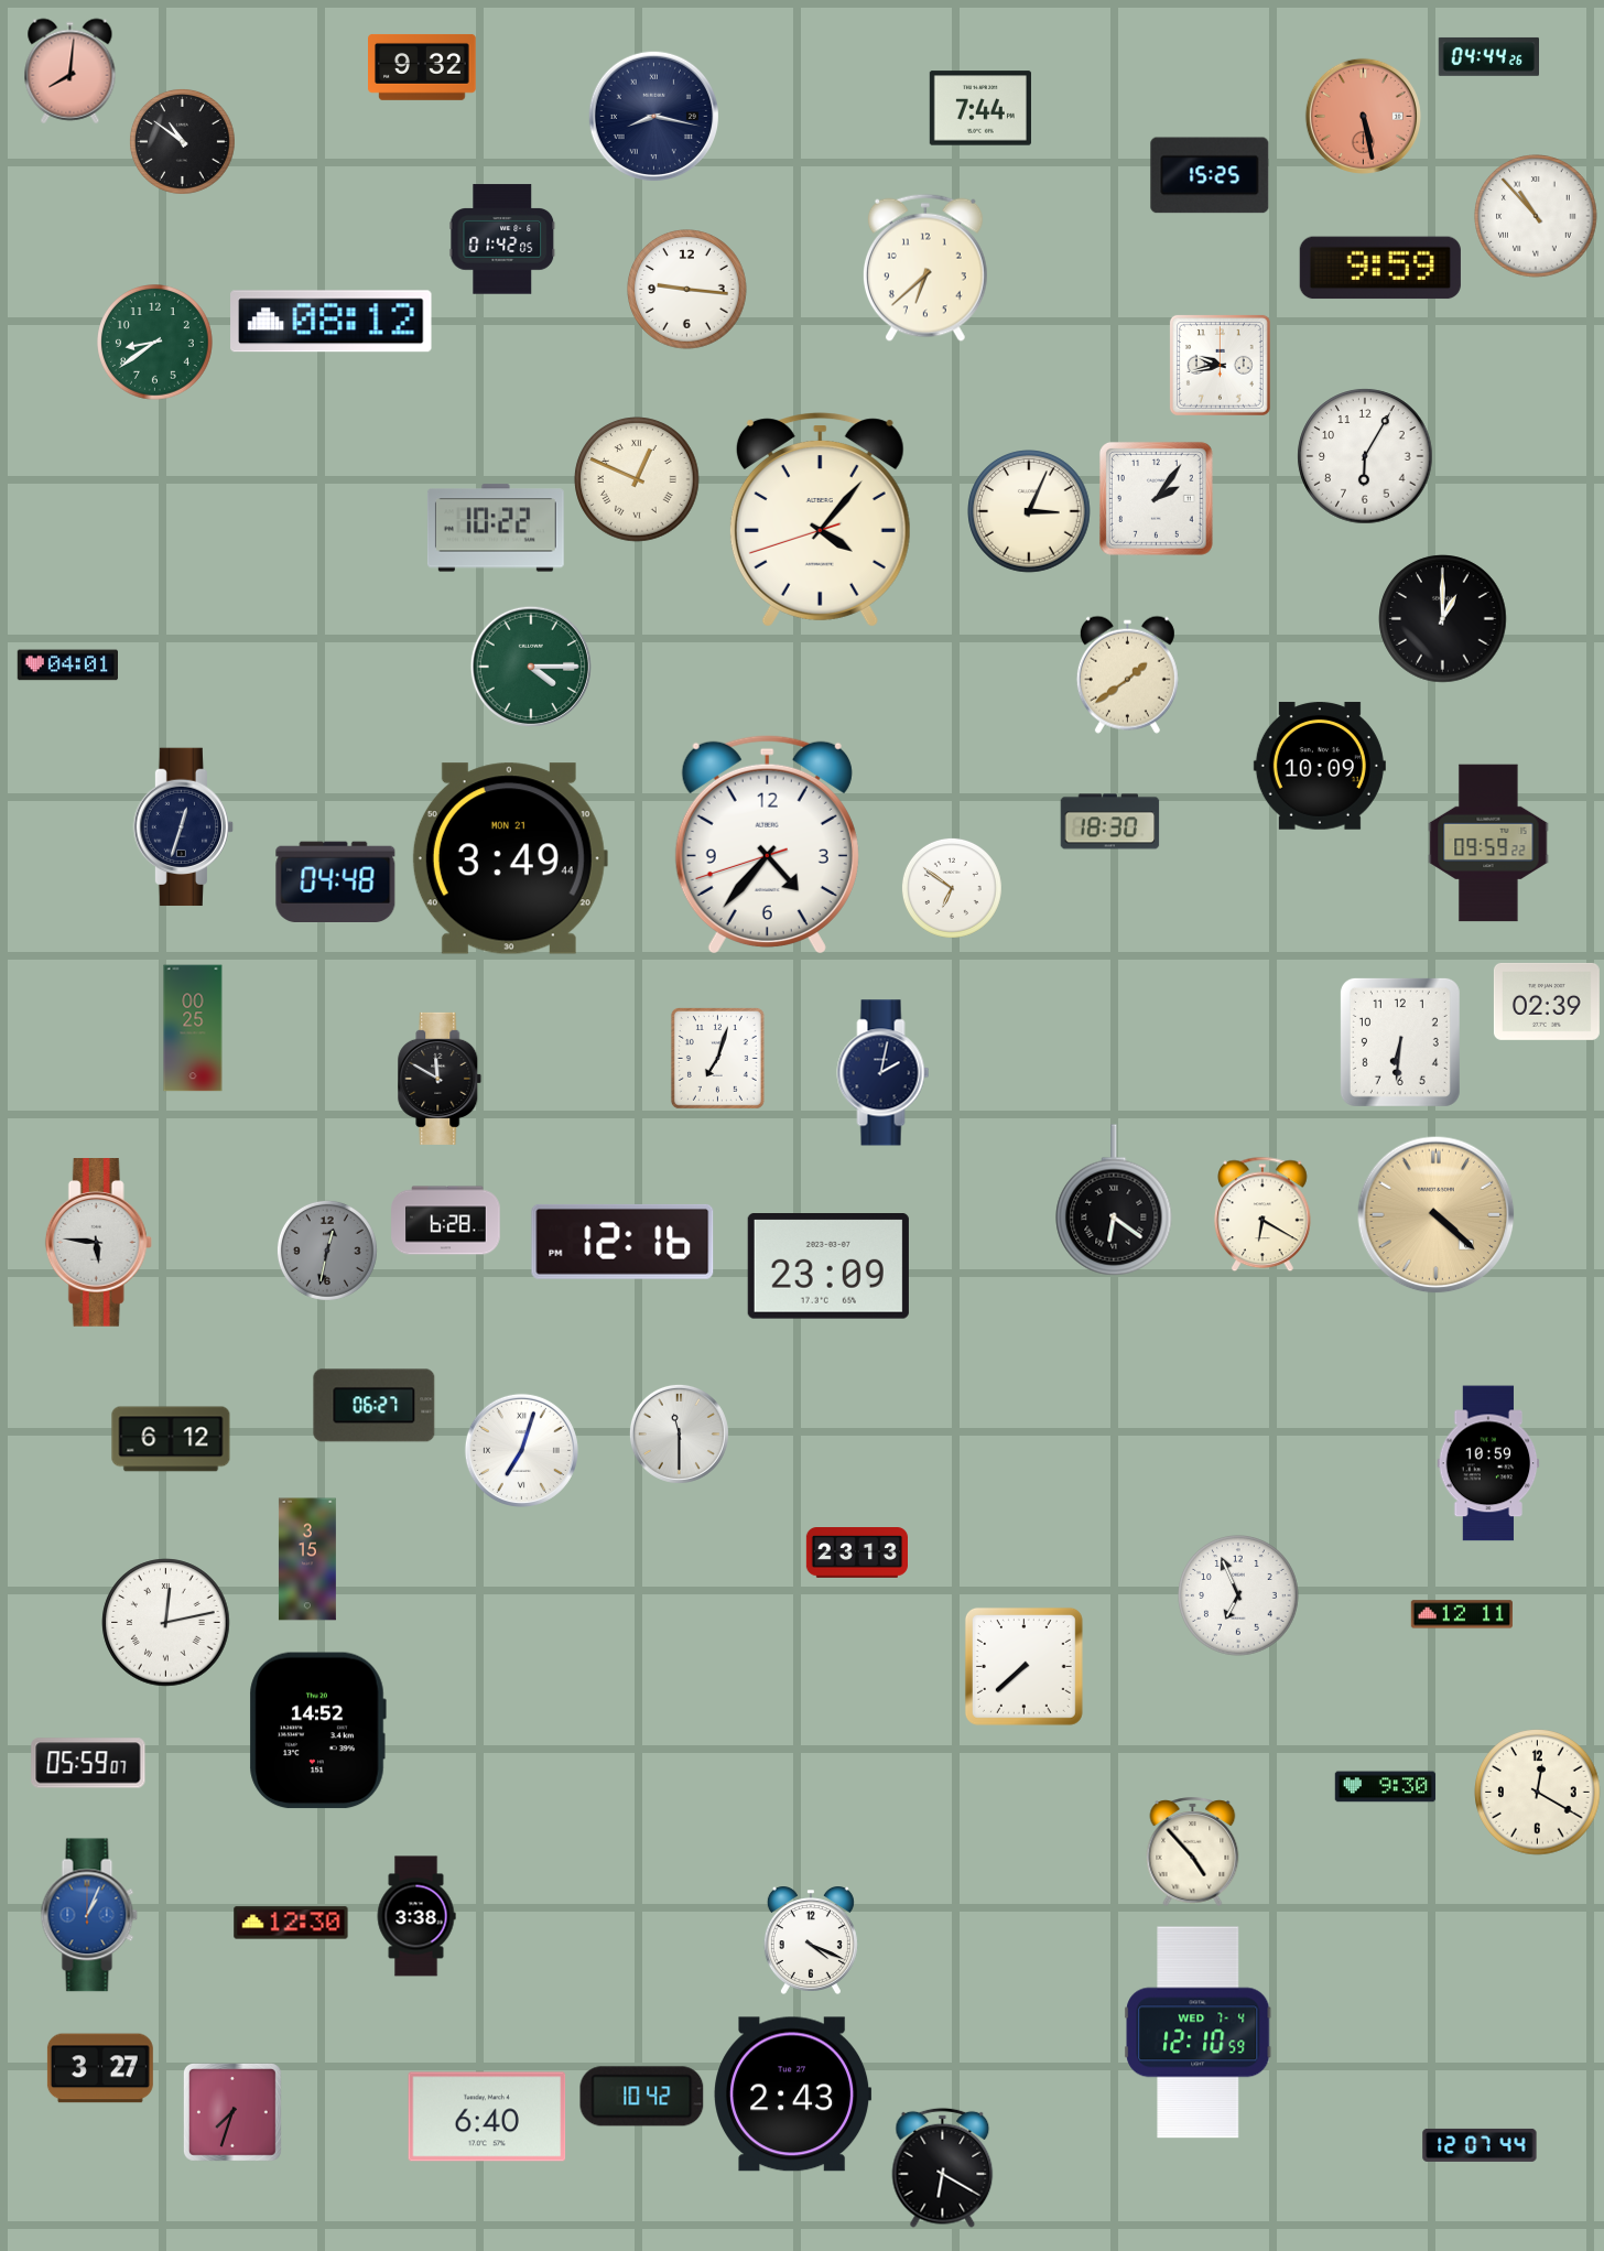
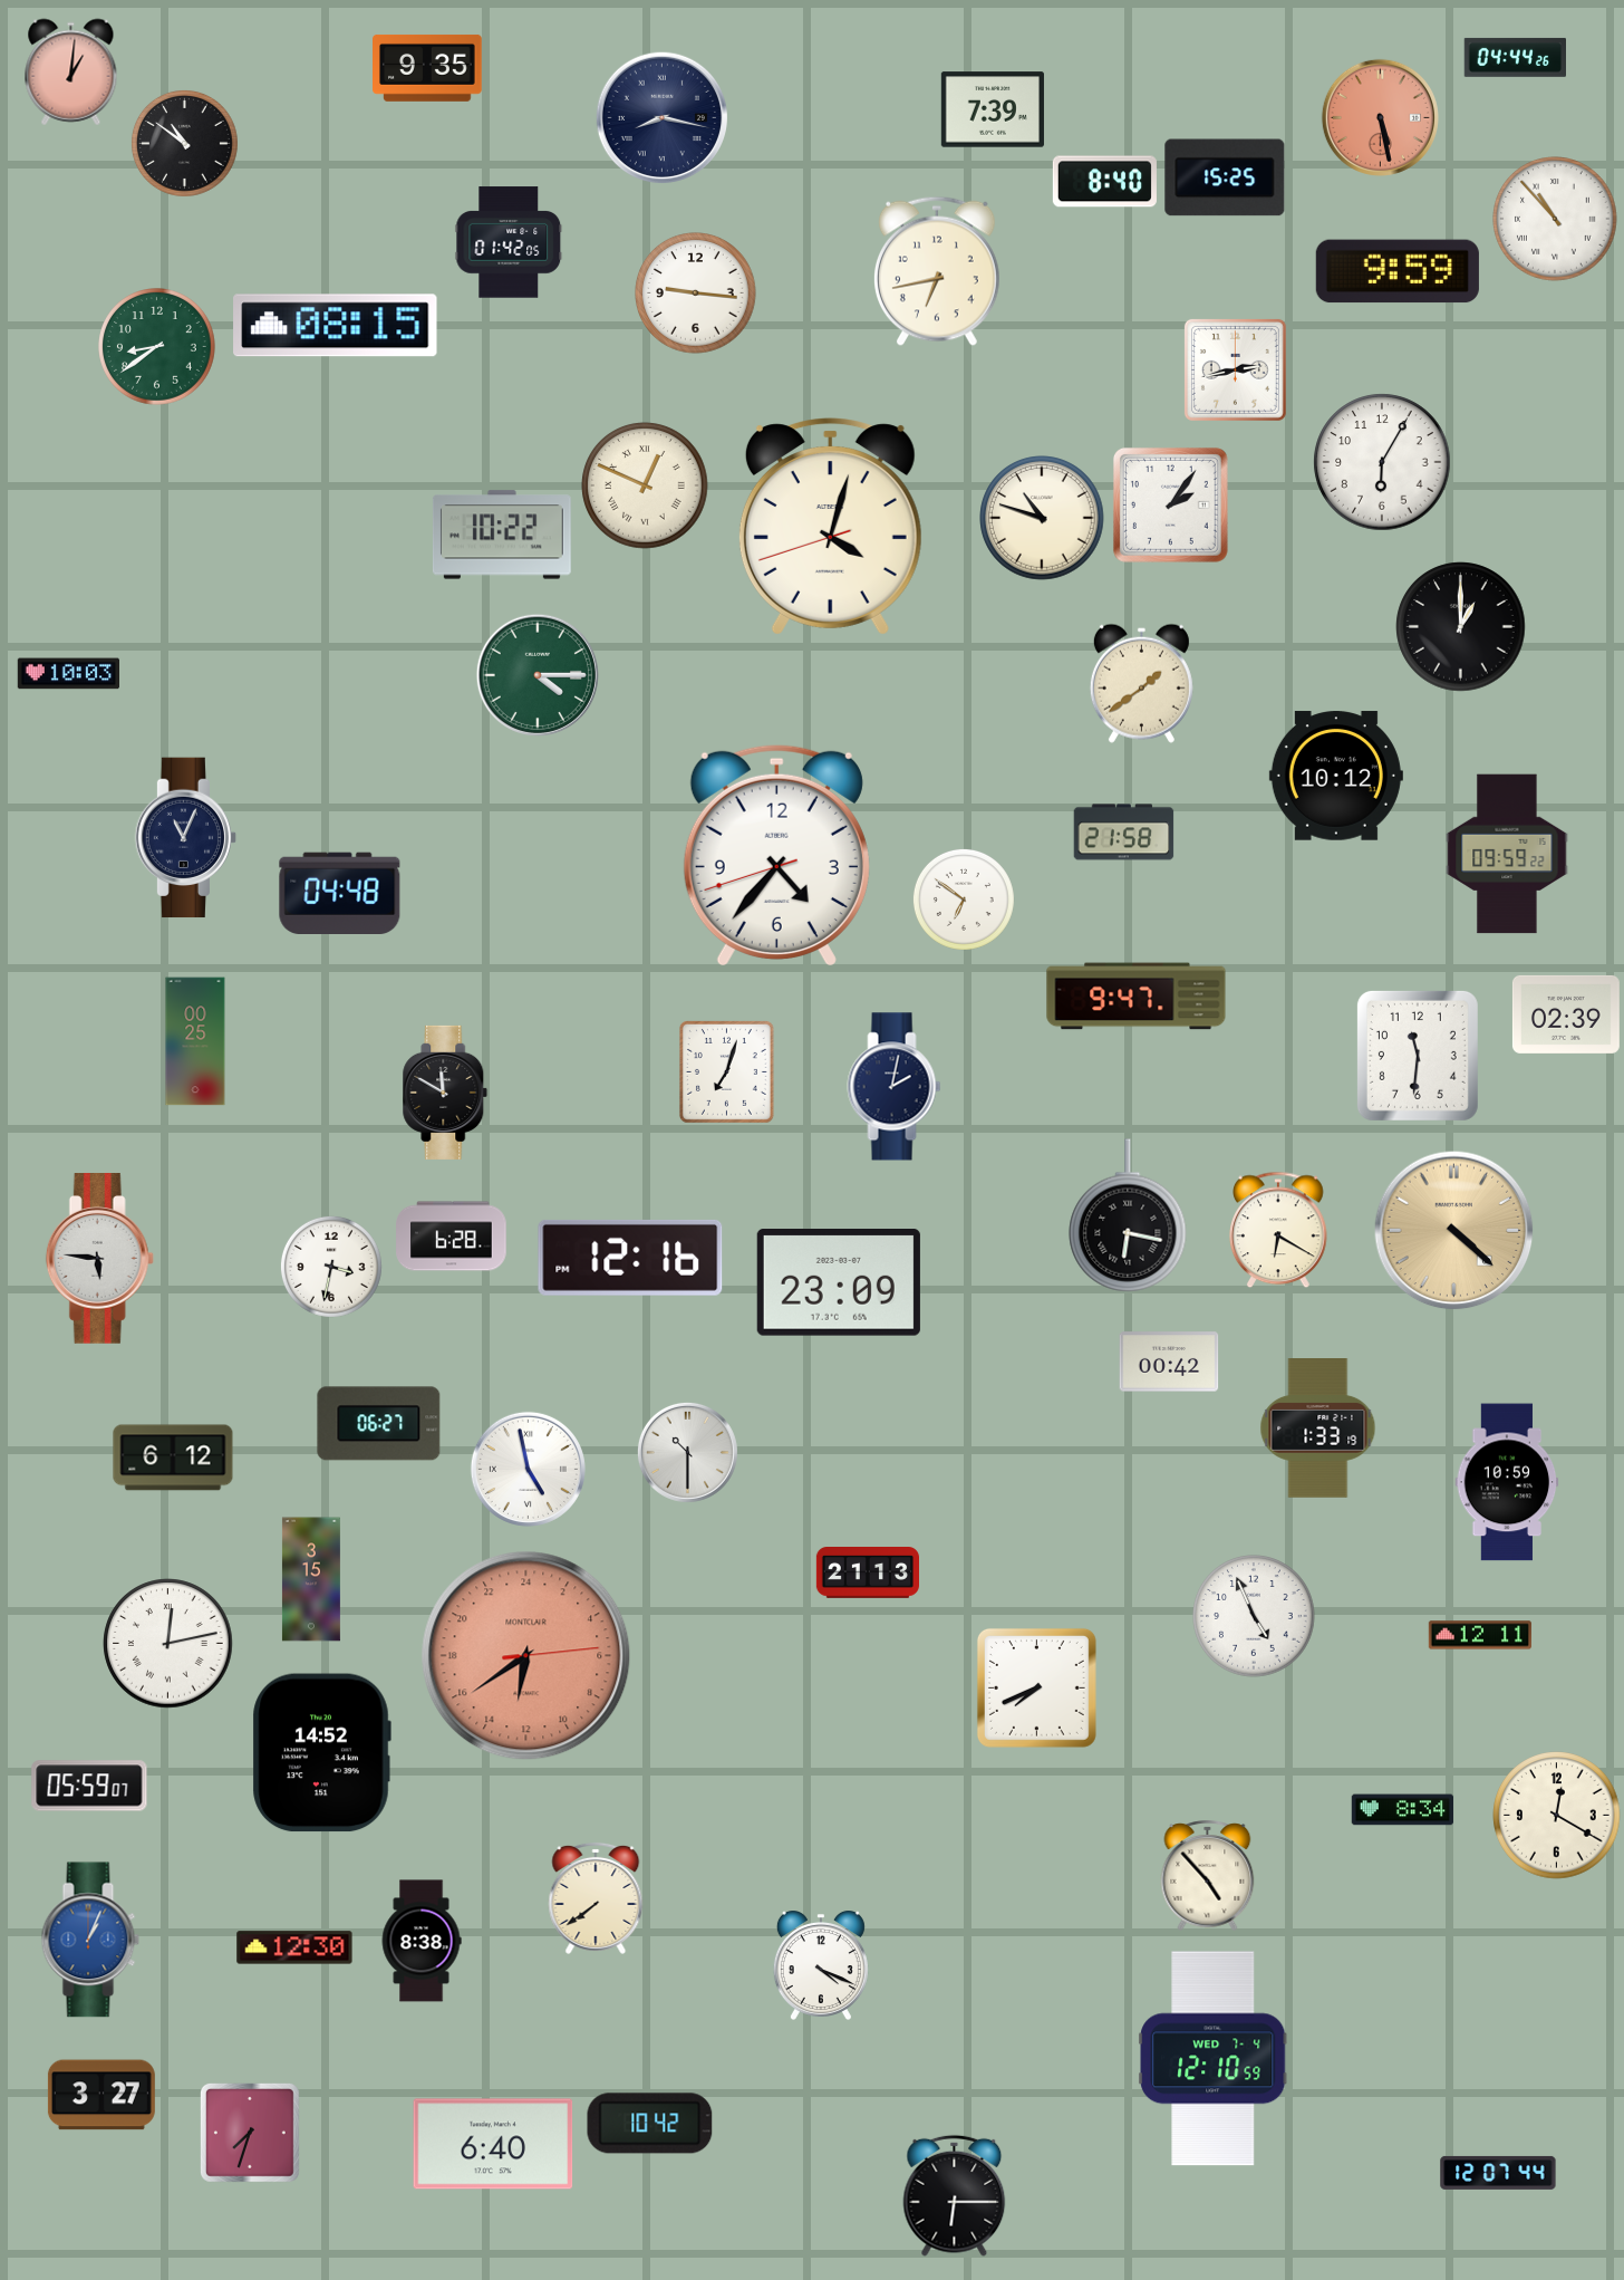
clock at (1488, 56) position: (1488, 56) -> (1515, 57)
clock at (423, 67): 9:32 -> 9:35
clock at (71, 72): 8:01 -> 1:01
clock at (980, 108): 7:44 -> 7:39
clock at (1104, 182): none -> 8:40
clock at (925, 268): 6:38 -> 6:43
clock at (332, 322): 08:12 -> 08:15
clock at (1220, 365): 9:43 -> 2:43
clock at (1029, 511): 3:04 -> 10:48
clock at (820, 520): 4:06 -> 4:02
clock at (67, 665): 04:01 -> 10:03
clock at (1320, 766): 10:09 -> 10:12
clock at (1110, 822): 18:30 -> 21:58
clock at (184, 827): 12:33 -> 11:04
clock at (510, 858): 3:49 -> none
clock at (1137, 997): none -> 9:47
clock at (1400, 1042): 6:31 -> 11:31
clock at (1114, 1200): 6:21 -> 6:17
clock at (327, 1251): 12:32 -> 3:32
clock at (327, 1251) dial: grey -> white
clock at (1169, 1362): none -> 00:42
clock at (1318, 1428): none -> 1:33
clock at (679, 1433): 11:30 -> 10:30
clock at (521, 1450): 7:03 -> 4:58
clock at (856, 1554): 23:13 -> 21:13
clock at (1238, 1595): 6:56 -> 4:56
clock at (526, 1656): none -> 12:39
clock at (1023, 1666): 7:38 -> 7:41
clock at (1386, 1787): 9:30 -> 8:34
clock at (596, 1898): none -> 7:39
clock at (416, 1916): 3:38 -> 8:38
clock at (793, 2095): 2:43 -> none
clock at (232, 2112) position: (232, 2112) -> (250, 2133)
clock at (943, 2167): 6:20 -> 6:15
